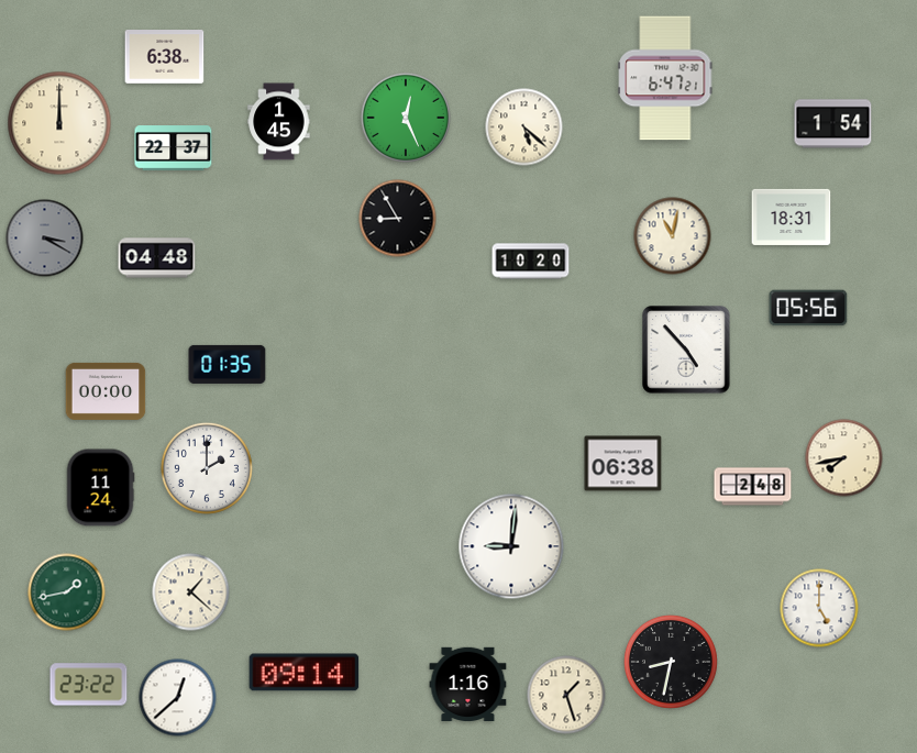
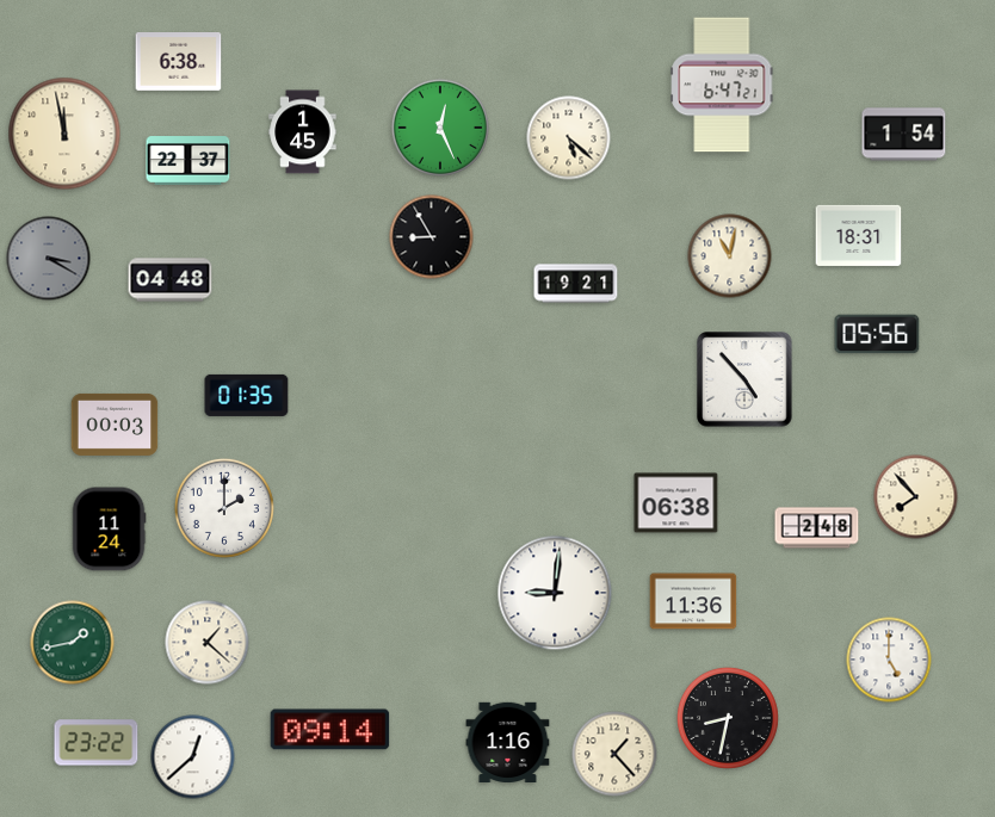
clock at (59, 123): 12:00 -> 11:58
clock at (531, 262): 10:20 -> 19:21
clock at (106, 391): 00:00 -> 00:03
clock at (844, 458): 7:43 -> 7:53
clock at (693, 601): none -> 11:36
clock at (566, 695): 1:27 -> 1:23
